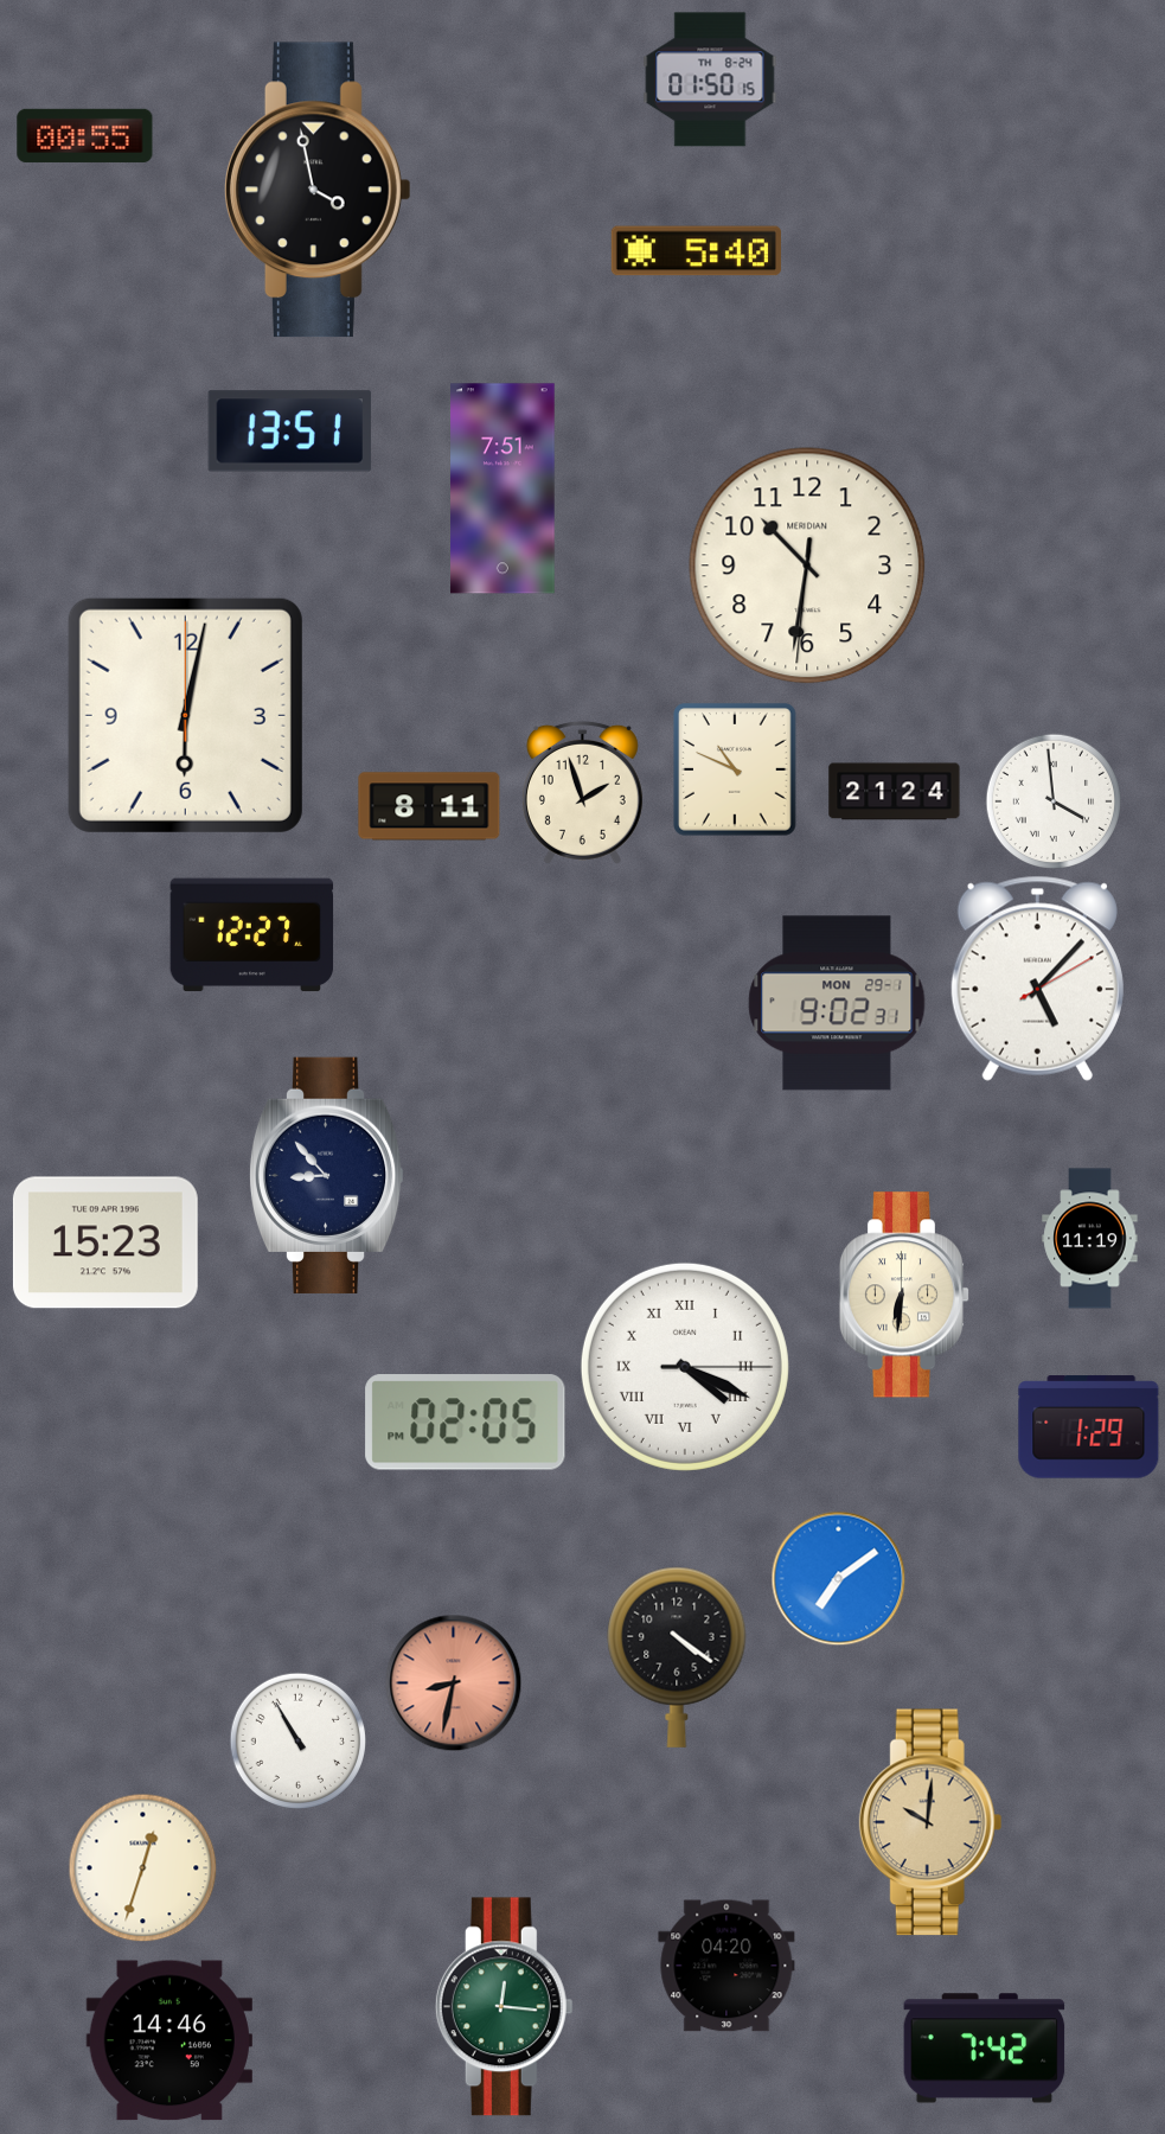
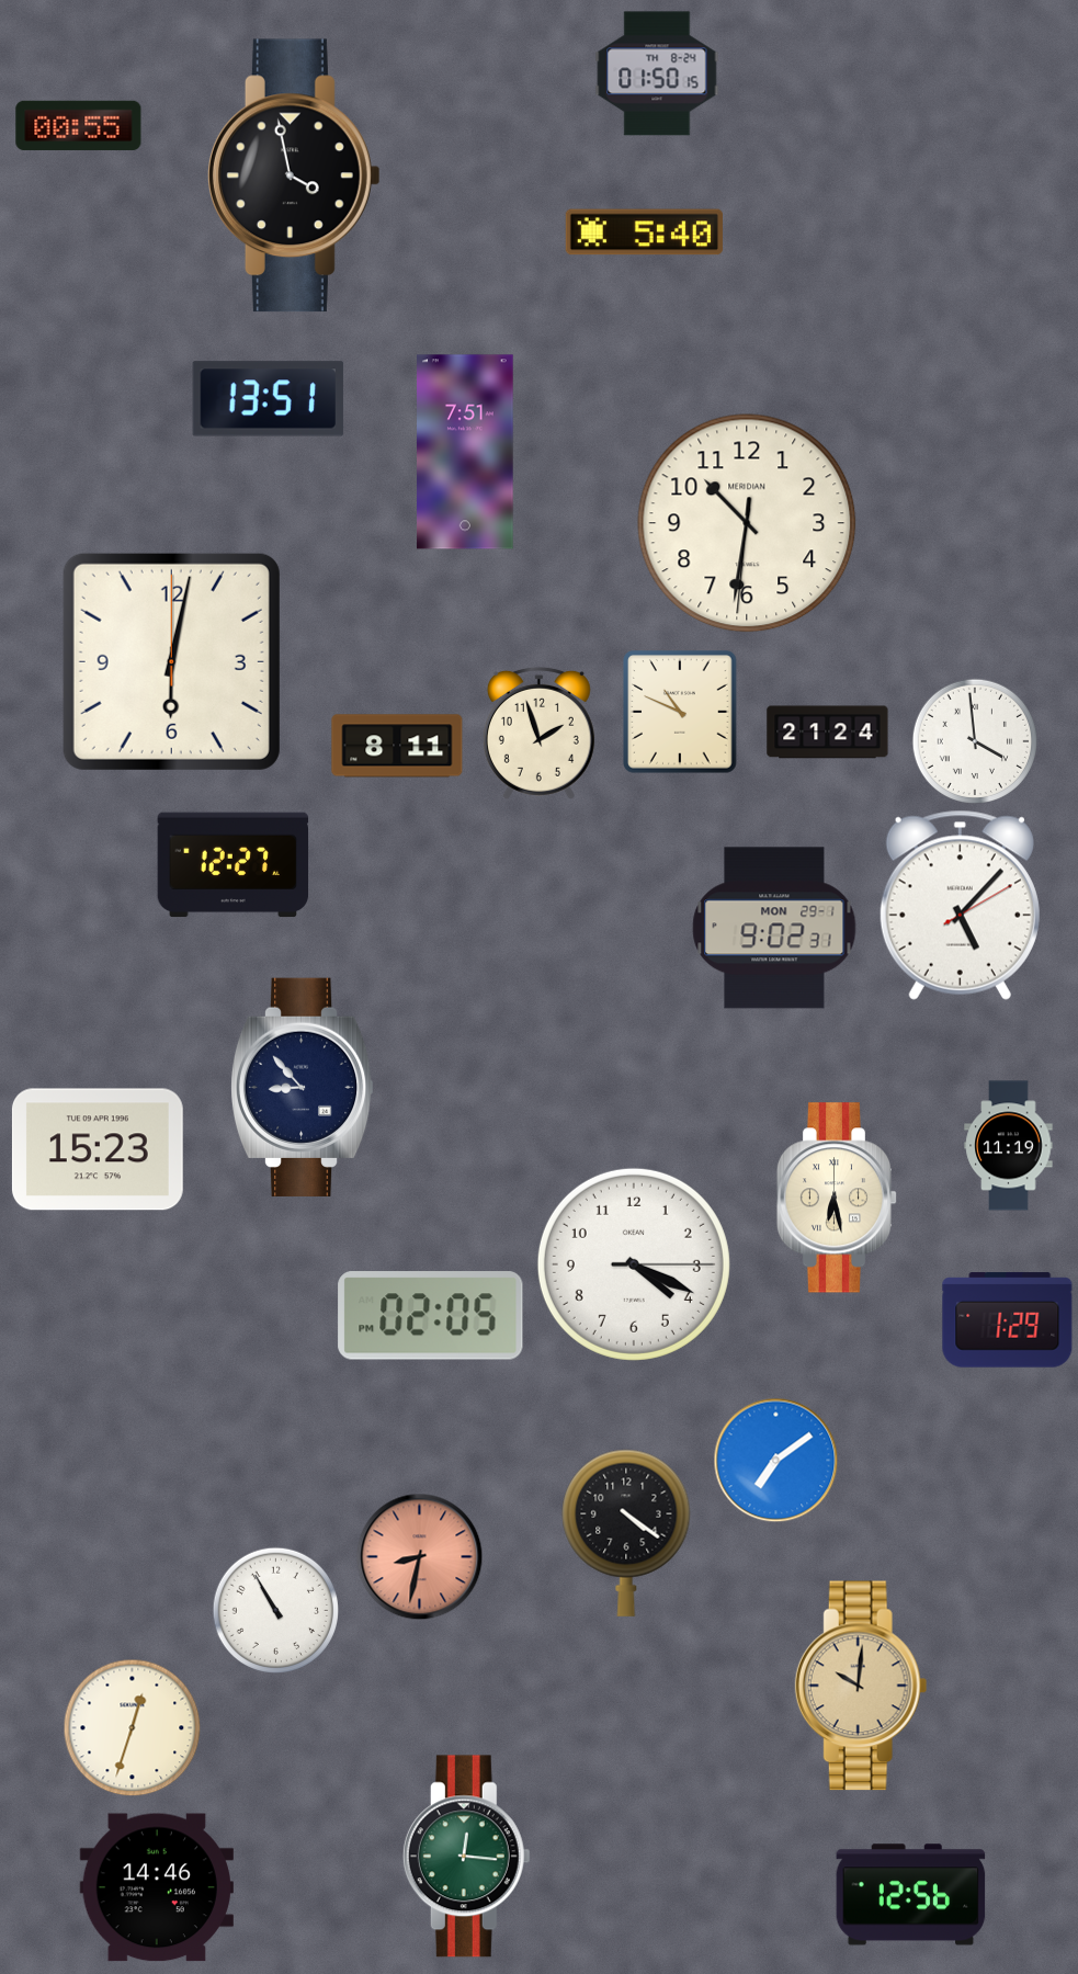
clock at (904, 1295): 6:31 -> 6:28
clock at (685, 1367) numerals: Roman -> Arabic
clock at (726, 1966): 04:20 -> none
clock at (985, 2049): 7:42 -> 12:56
